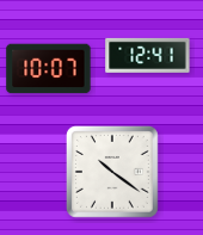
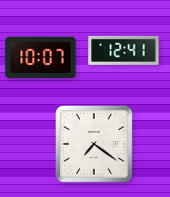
clock at (148, 55) position: (148, 55) -> (124, 50)
clock at (112, 172): 10:21 -> 7:21
